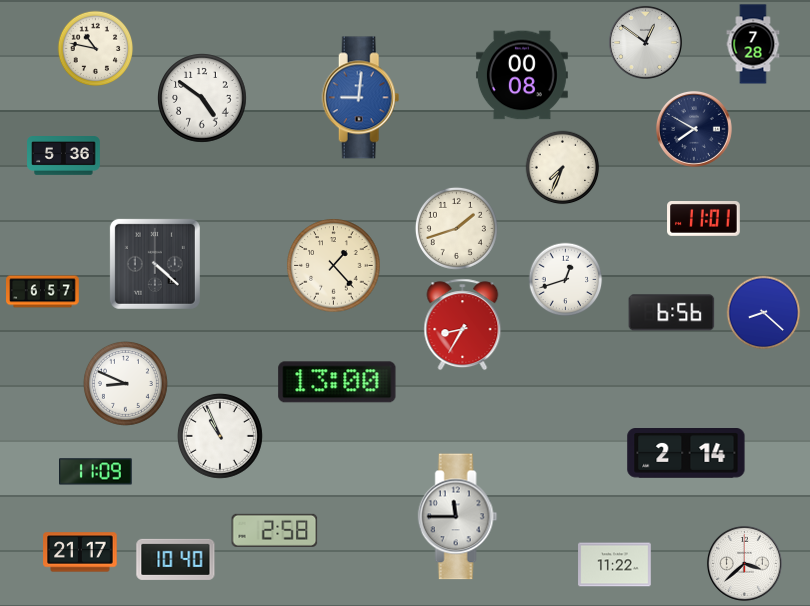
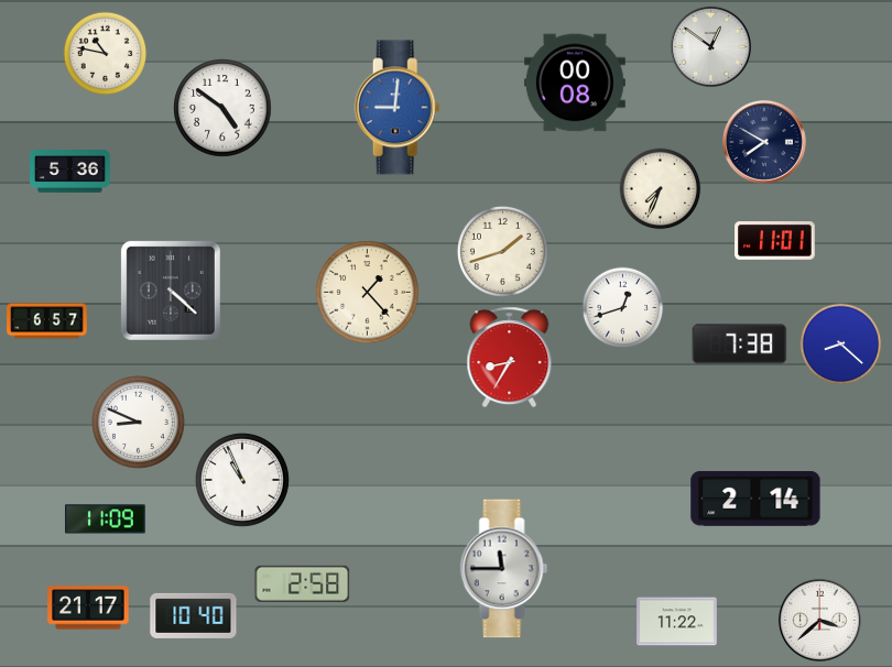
clock at (753, 44): 7:28 -> none
clock at (563, 168) position: (563, 168) -> (661, 189)
clock at (672, 313): 6:56 -> 7:38
clock at (337, 382): 13:00 -> none
